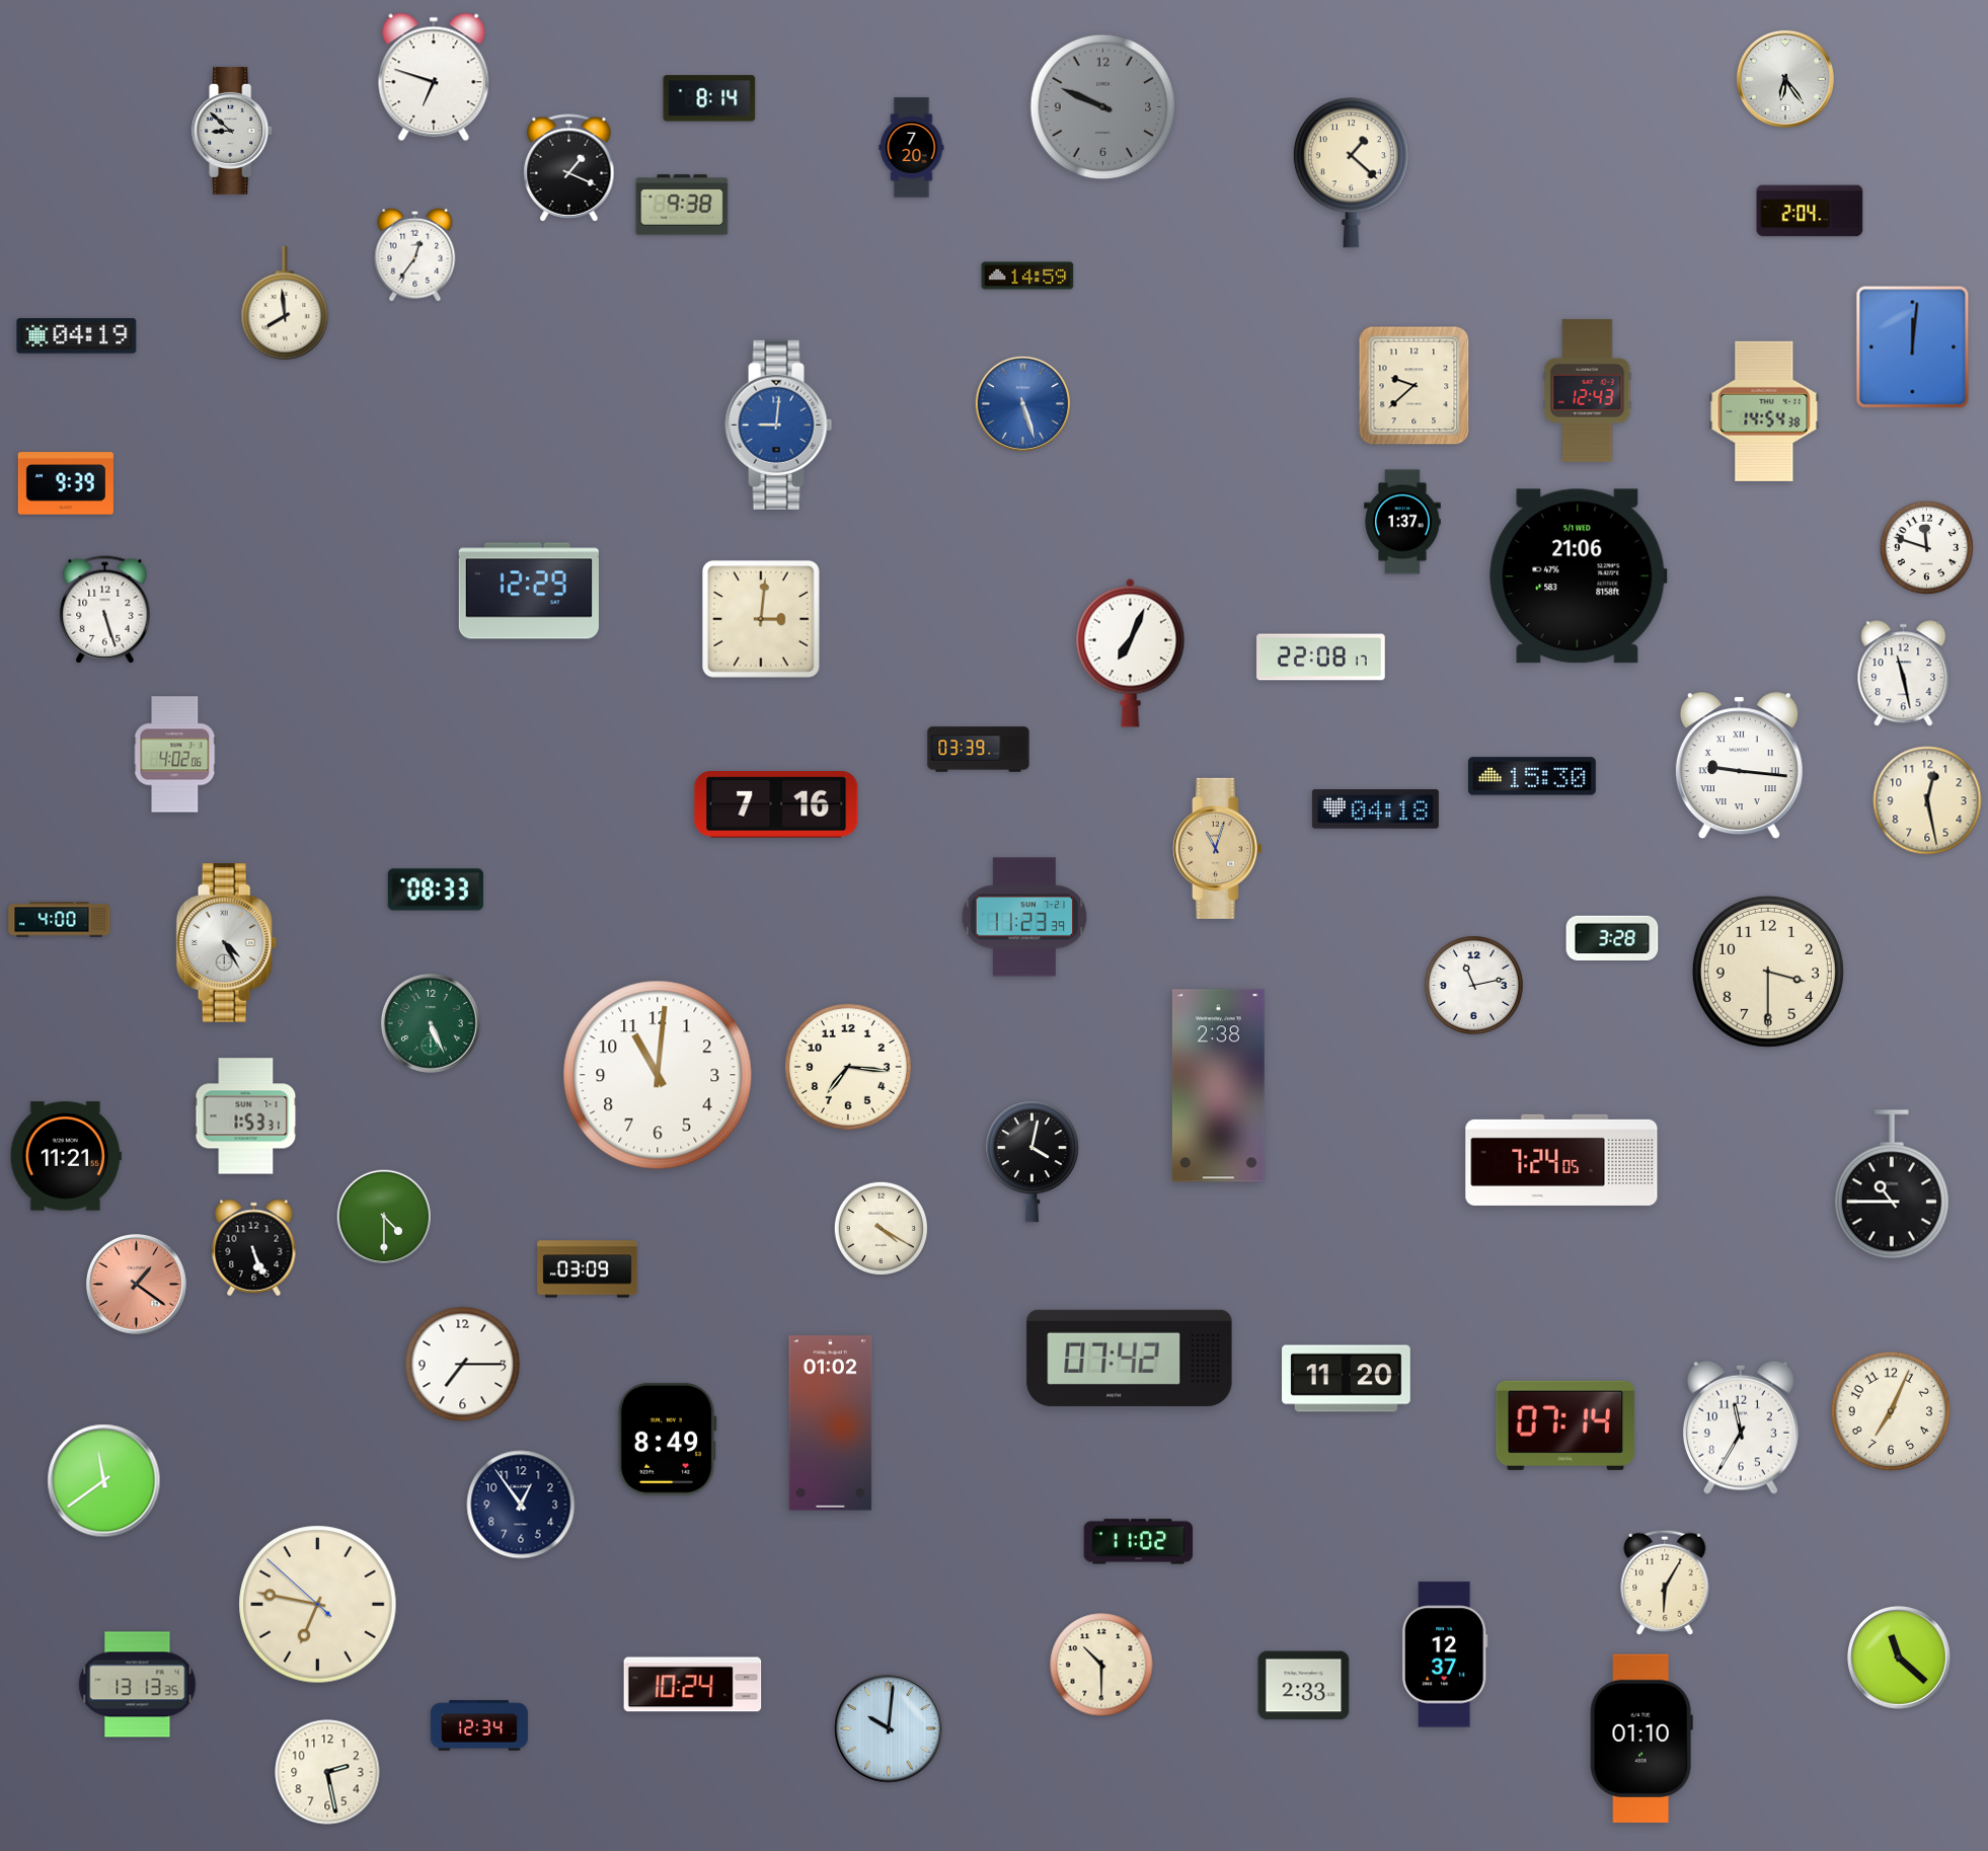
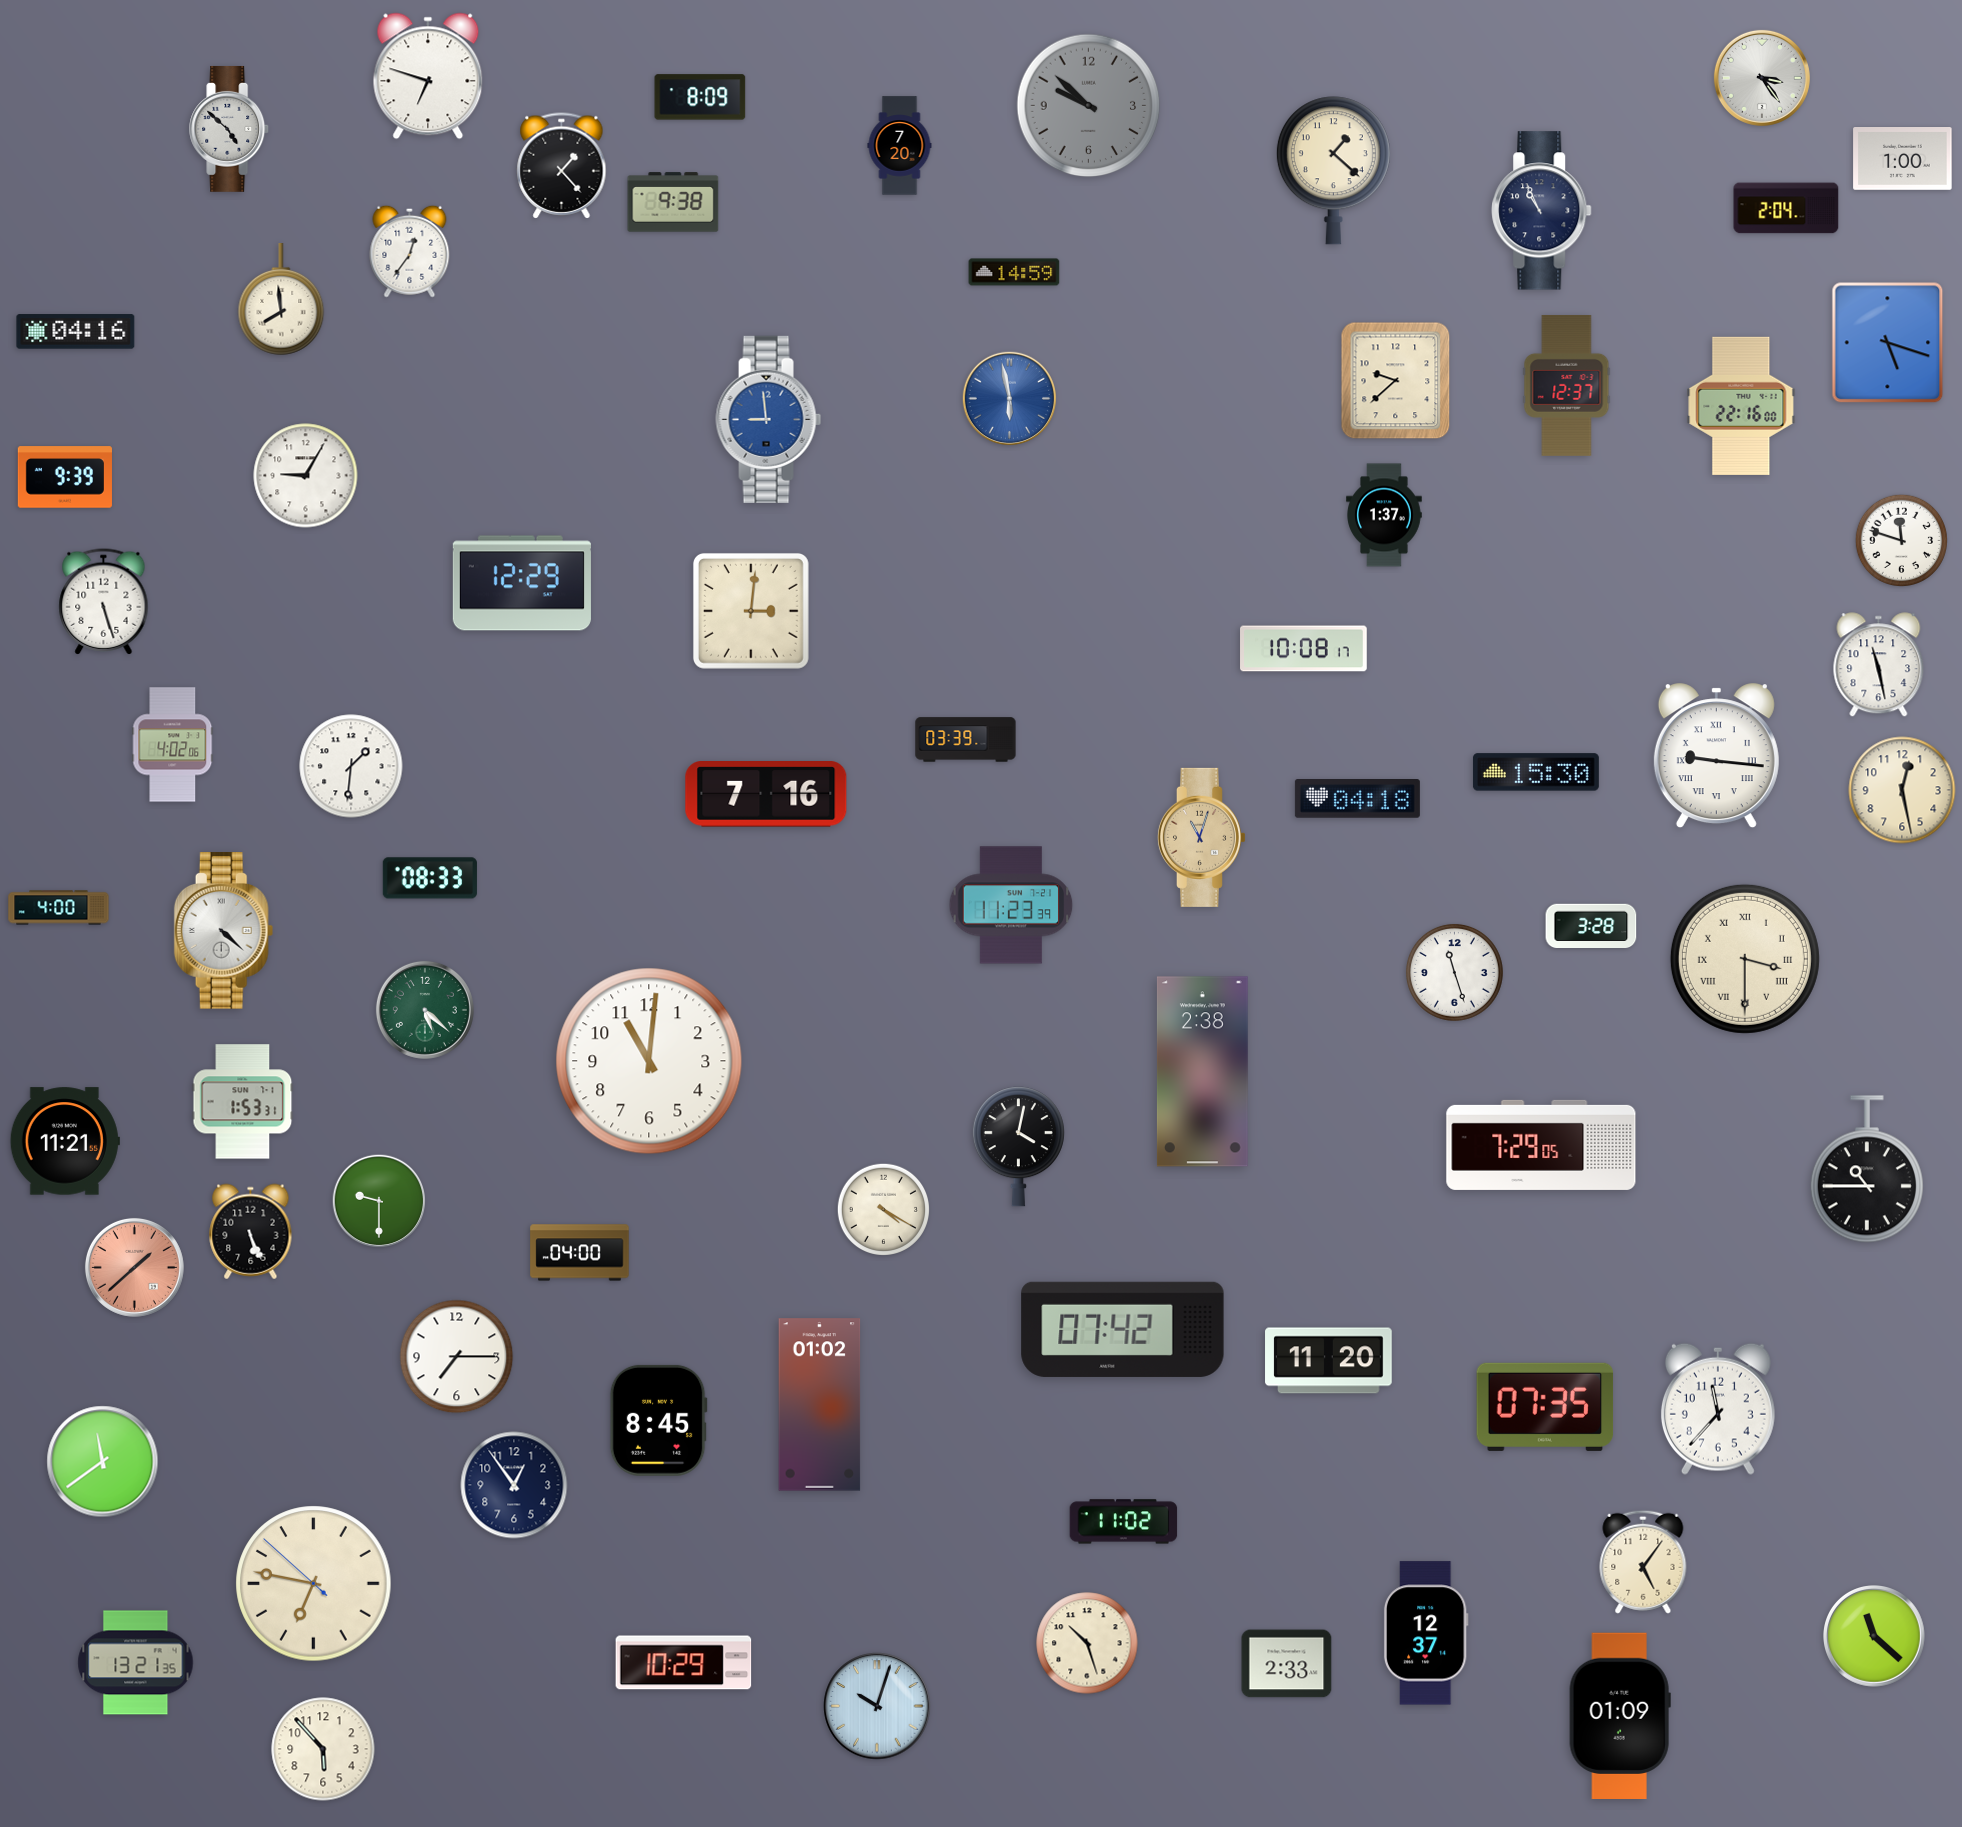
clock at (1785, 79): 6:24 -> 3:24
clock at (709, 98): 8:14 -> 8:09
clock at (1103, 107): 9:49 -> 9:52
clock at (233, 131): 8:52 -> 4:52
clock at (1903, 159): none -> 1:00
clock at (569, 168): 1:19 -> 1:23
clock at (1542, 211): none -> 10:56
clock at (77, 336): 04:19 -> 04:16
clock at (1913, 348): 12:01 -> 5:18
clock at (1588, 390): 12:43 -> 12:37
clock at (1022, 403): 5:27 -> 5:58
clock at (1764, 411): 14:54 -> 22:16
clock at (779, 425): 9:01 -> 8:59
clock at (306, 476): none -> 9:05
clock at (1578, 576): 21:06 -> none
clock at (1131, 652): 7:04 -> none
clock at (1321, 658): 22:08 -> 10:08
clock at (351, 766): none -> 1:31
clock at (1532, 776) position: (1532, 776) -> (1536, 772)
clock at (227, 943): 4:25 -> 4:22
clock at (1768, 972) numerals: Arabic -> Roman
clock at (1474, 986): 11:13 -> 11:27
clock at (431, 1023): 5:26 -> 5:22
clock at (848, 1067): 7:16 -> none
clock at (1561, 1160): 7:24 -> 7:29
clock at (383, 1216): 4:30 -> 9:30
clock at (881, 1228) position: (881, 1228) -> (883, 1209)
clock at (588, 1269): 03:09 -> 04:00
clock at (136, 1284): 1:21 -> 1:38
clock at (1130, 1358) position: (1130, 1358) -> (1123, 1329)
clock at (463, 1365) position: (463, 1365) -> (457, 1357)
clock at (1891, 1411): 7:04 -> none
clock at (1565, 1425): 07:14 -> 07:35
clock at (1741, 1428): 11:35 -> 11:37
clock at (667, 1439): 8:49 -> 8:45
clock at (1665, 1583): 6:05 -> 5:06
clock at (1101, 1665): 10:30 -> 10:27
clock at (138, 1685): 13:13 -> 13:21
clock at (693, 1685): 10:24 -> 10:29
clock at (479, 1725): 12:34 -> none
clock at (889, 1728): 10:01 -> 10:03
clock at (1641, 1738): 01:10 -> 01:09
clock at (327, 1772): 2:28 -> 5:53
